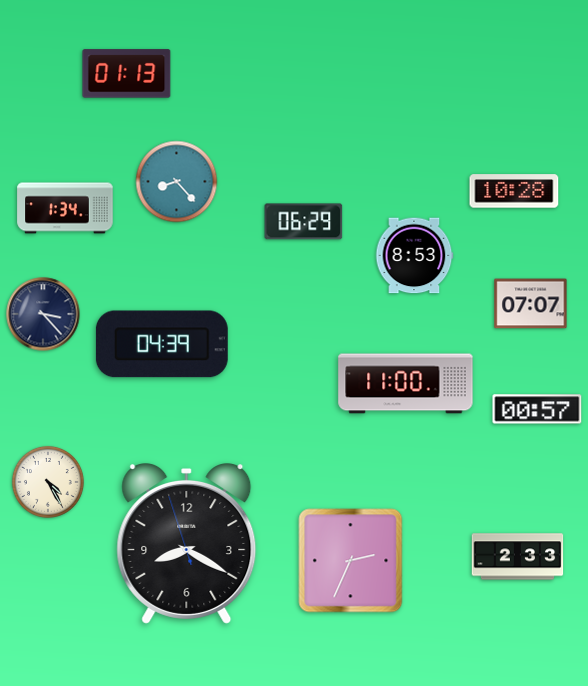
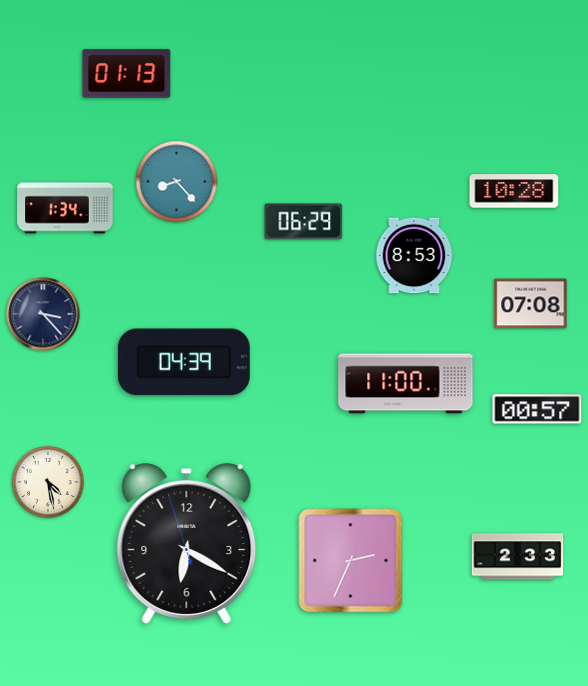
clock at (531, 304): 07:07 -> 07:08
clock at (162, 344) position: (162, 344) -> (184, 362)
clock at (48, 482): 4:25 -> 4:28
clock at (187, 544): 8:19 -> 6:19
